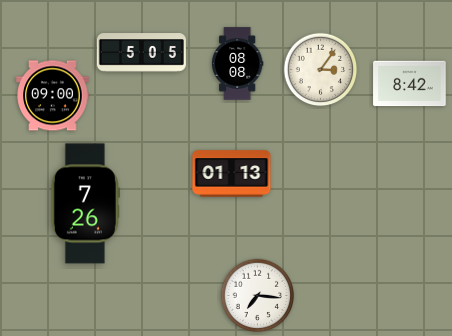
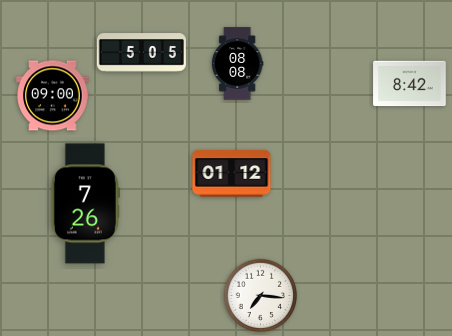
clock at (321, 70): 3:06 -> none
clock at (232, 174): 01:13 -> 01:12
clock at (258, 296) position: (258, 296) -> (261, 296)
